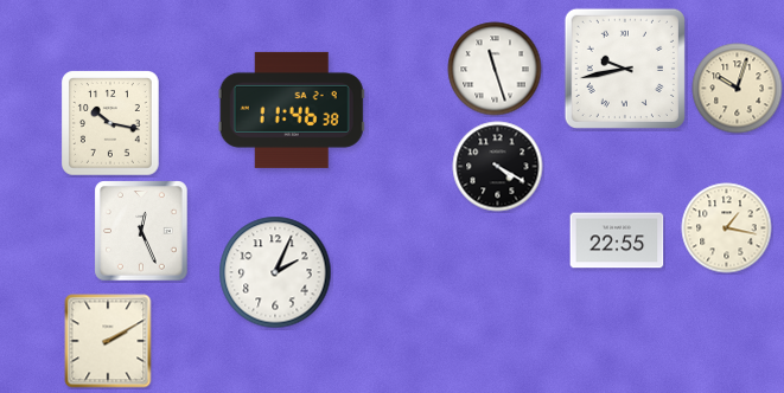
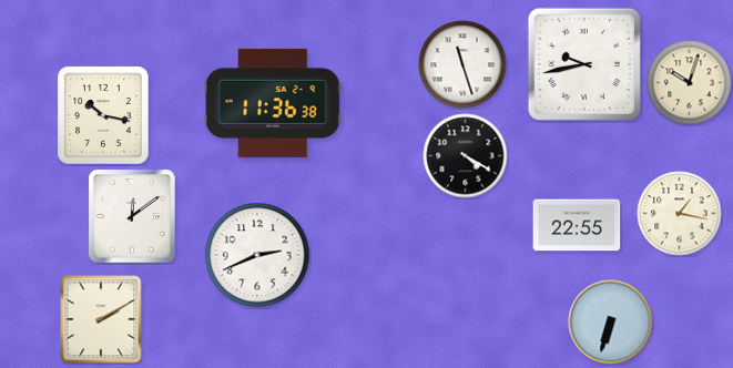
clock at (292, 110): 11:46 -> 11:36
clock at (141, 231): 12:26 -> 12:09
clock at (275, 272): 2:04 -> 2:41
clock at (611, 323): none -> 6:33
